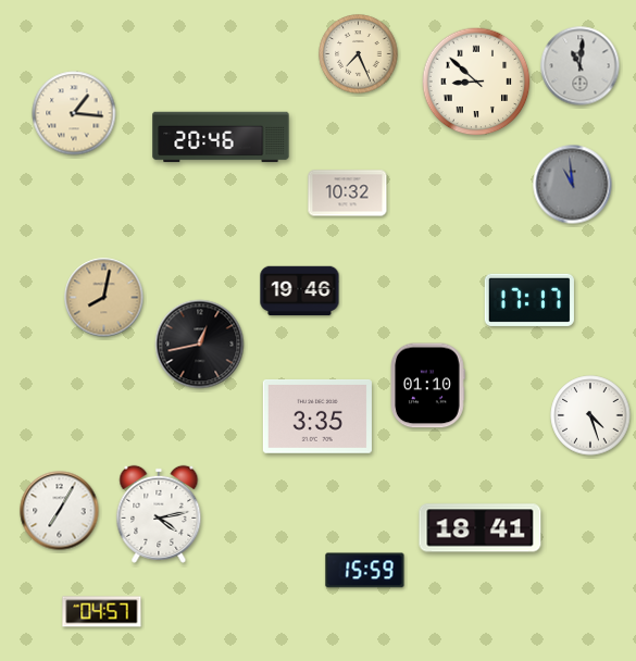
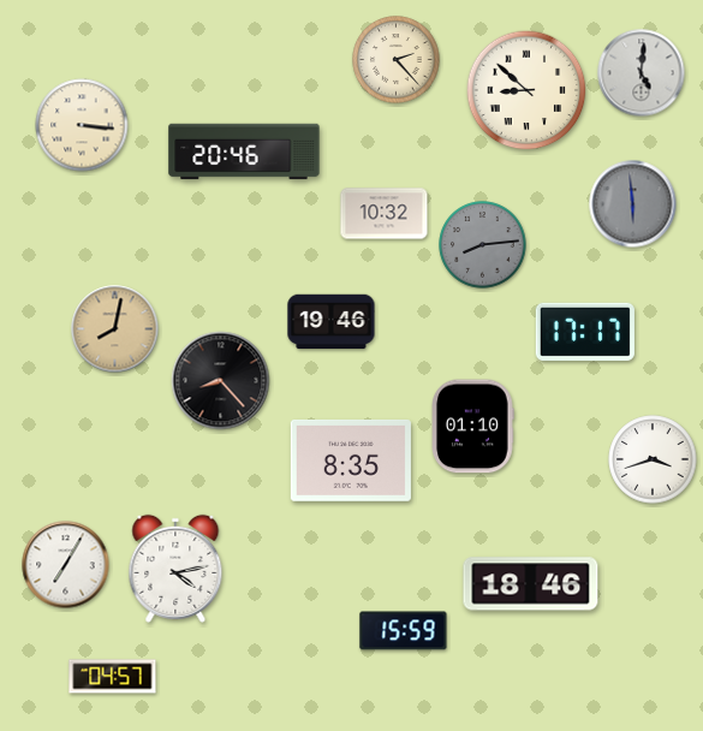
clock at (359, 54): 7:26 -> 2:23
clock at (581, 66): 11:01 -> 5:01
clock at (74, 113): 1:16 -> 3:16
clock at (573, 185): 10:59 -> 5:59
clock at (483, 245): none -> 8:14
clock at (200, 345): 12:43 -> 8:23
clock at (590, 415): 4:27 -> 3:42
clock at (317, 416): 3:35 -> 8:35
clock at (481, 528): 18:41 -> 18:46
